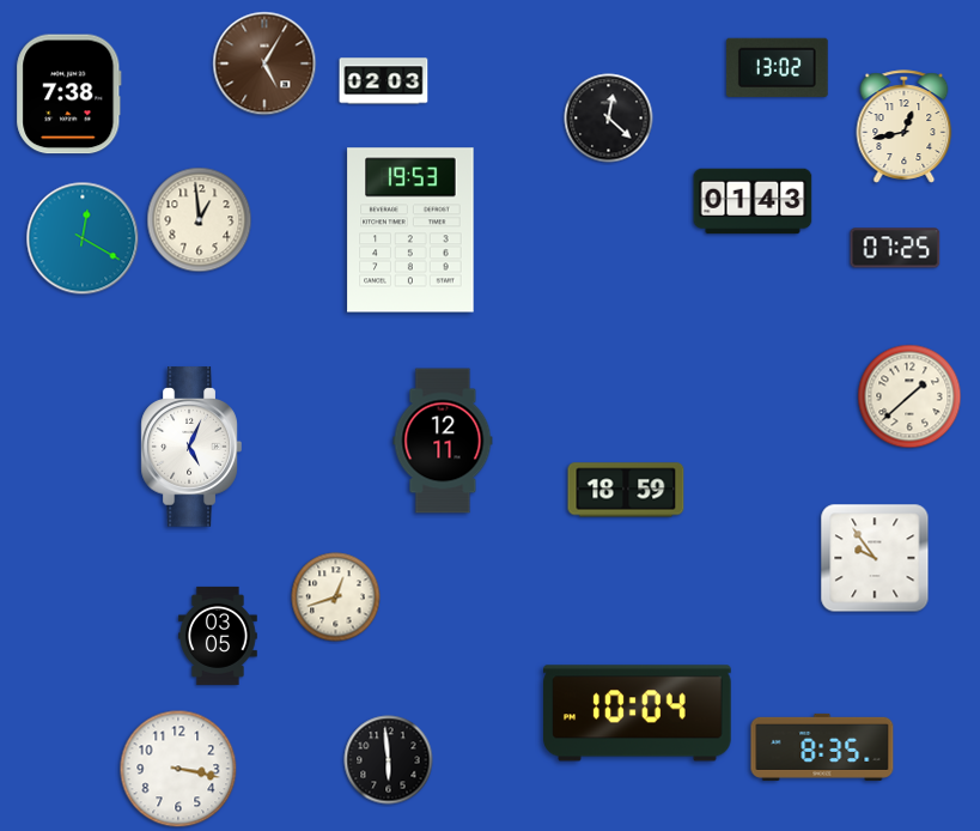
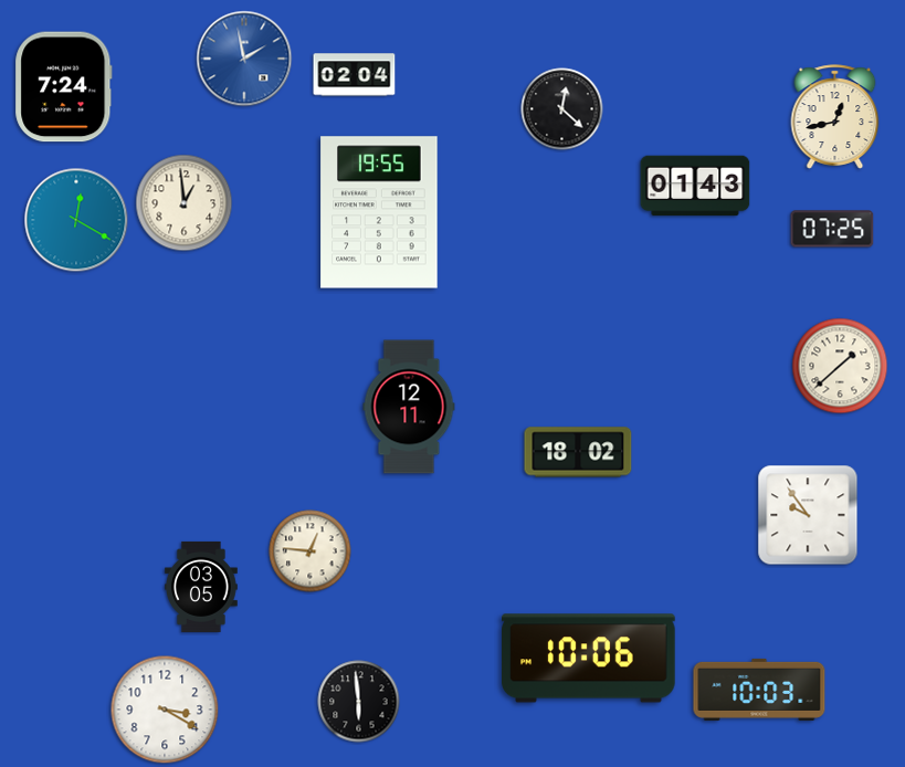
clock at (264, 63): 5:05 -> 1:58
clock at (264, 63) dial: brown -> blue
clock at (777, 67): 13:02 -> none
clock at (384, 81): 02:03 -> 02:04
clock at (69, 95): 7:38 -> 7:24
clock at (410, 230): 19:53 -> 19:55
clock at (895, 248) position: (895, 248) -> (832, 229)
clock at (191, 447): 5:04 -> none
clock at (626, 490): 18:59 -> 18:02
clock at (336, 598): 12:42 -> 12:46
clock at (638, 714): 10:04 -> 10:06
clock at (822, 747): 8:35 -> 10:03
clock at (178, 769): 3:17 -> 3:20
